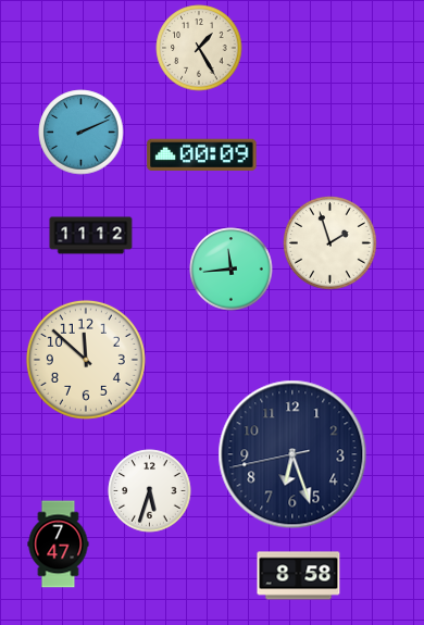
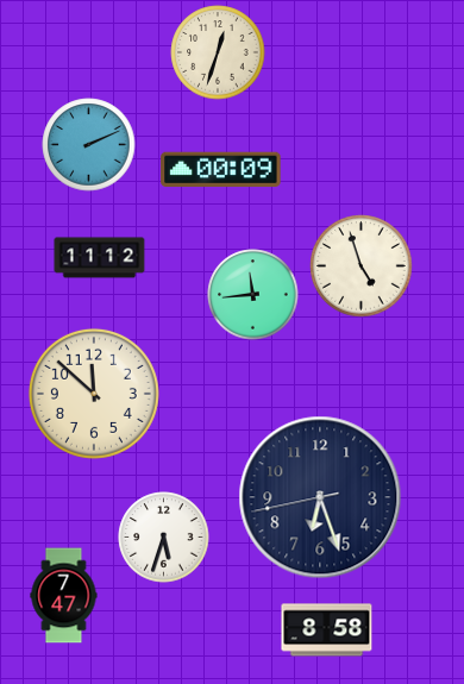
clock at (199, 48): 1:25 -> 12:33
clock at (331, 243): 1:57 -> 4:57
